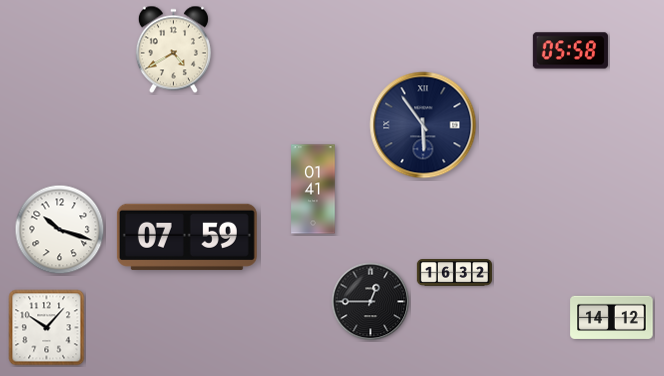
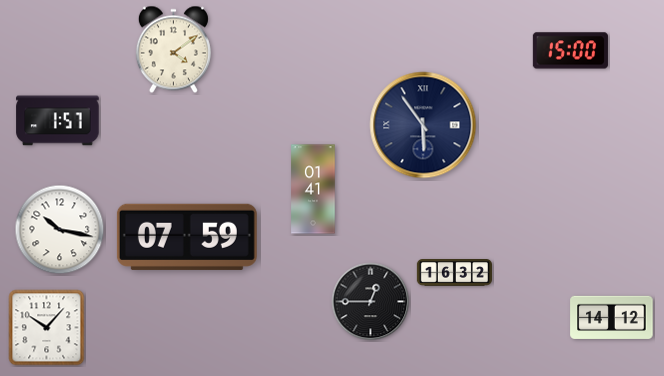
clock at (173, 50): 4:40 -> 4:09
clock at (570, 51): 05:58 -> 15:00
clock at (58, 121): none -> 1:57
clock at (60, 230): 10:18 -> 10:17
